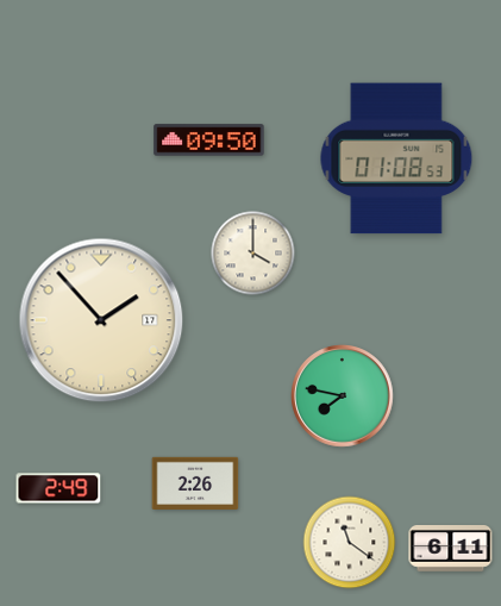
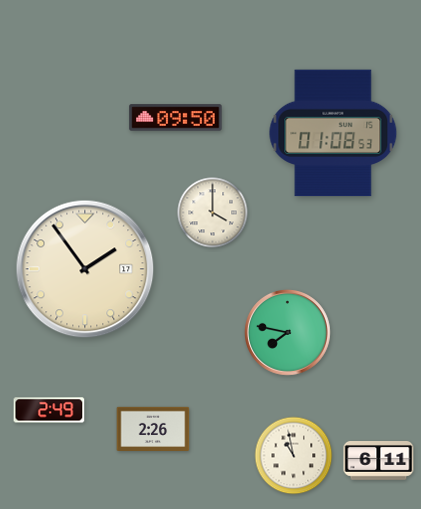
clock at (101, 320): 1:53 -> 1:54
clock at (195, 482) position: (195, 482) -> (153, 428)
clock at (350, 543): 11:21 -> 10:58
